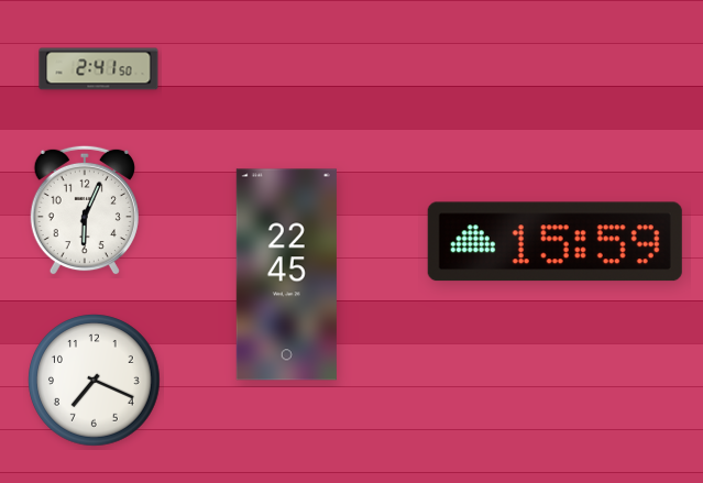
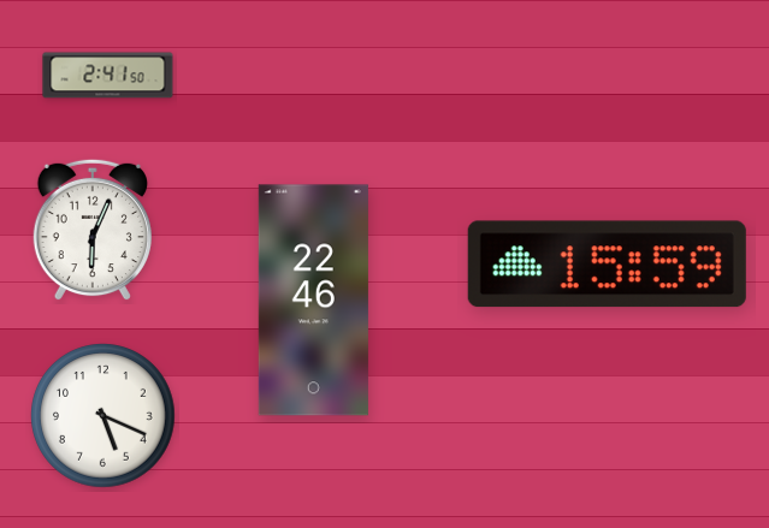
clock at (286, 275): 22:45 -> 22:46
clock at (95, 381): 7:19 -> 5:19
